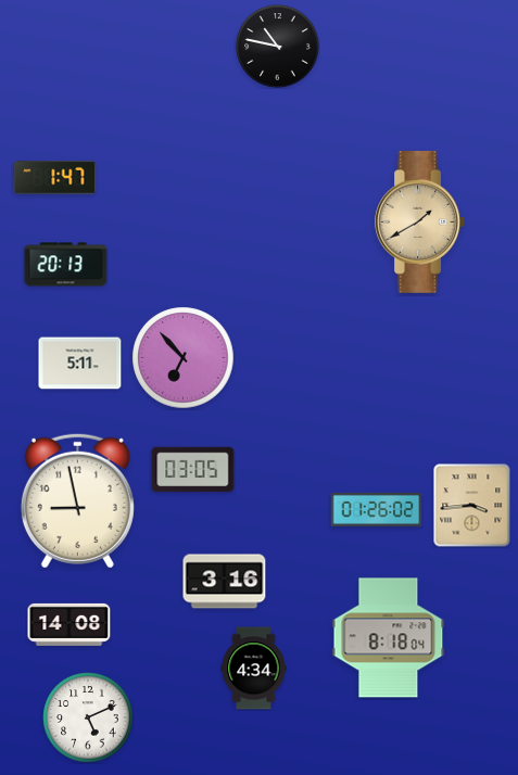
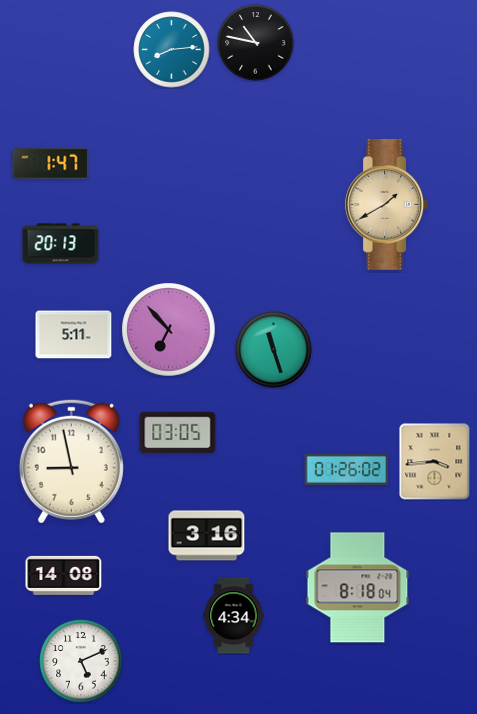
clock at (172, 50): none -> 8:14
clock at (274, 350): none -> 11:27
clock at (472, 506) position: (472, 506) -> (435, 462)
